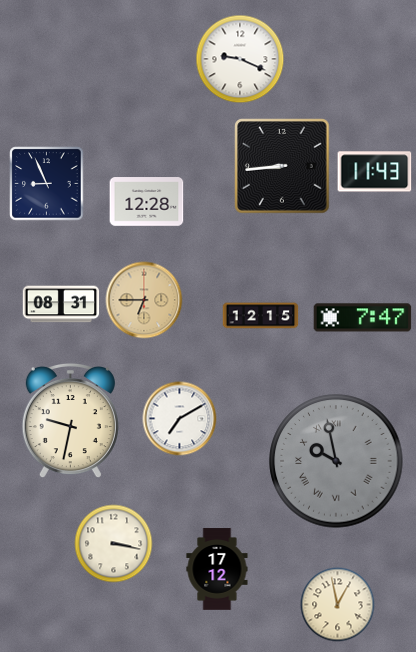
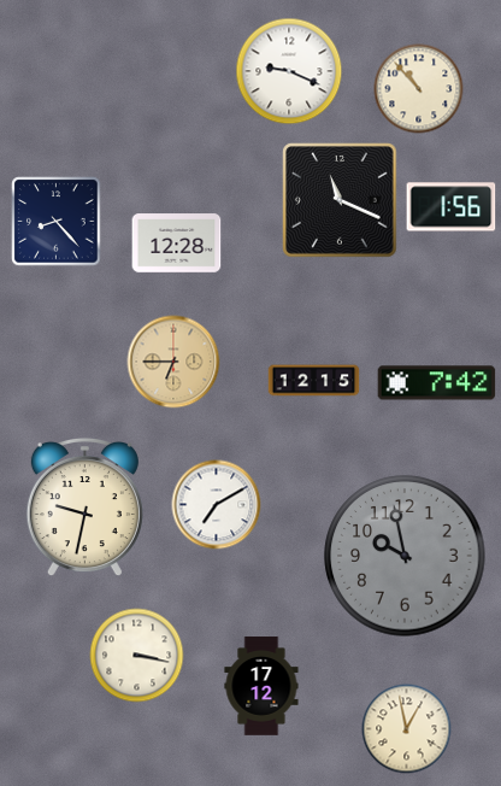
clock at (419, 89): none -> 10:53
clock at (282, 166): 8:44 -> 11:19
clock at (375, 172): 11:43 -> 1:56
clock at (47, 184): 8:56 -> 8:23
clock at (61, 304): 08:31 -> none
clock at (363, 318): 7:47 -> 7:42
clock at (336, 461) numerals: Roman -> Arabic
